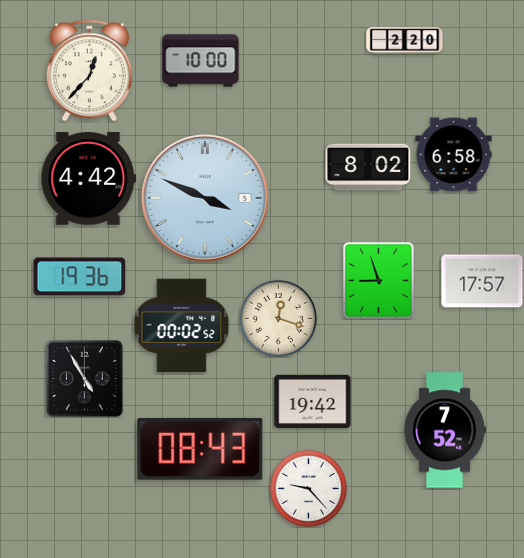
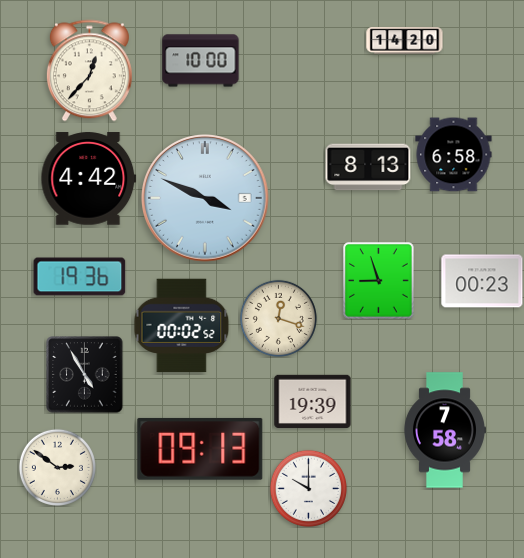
clock at (405, 41): 2:20 -> 14:20
clock at (368, 167): 8:02 -> 8:13
clock at (482, 281): 17:57 -> 00:23
clock at (85, 379) position: (85, 379) -> (85, 375)
clock at (313, 401): 19:42 -> 19:39
clock at (444, 430): 7:52 -> 7:58
clock at (200, 449): 08:43 -> 09:13
clock at (57, 467): none -> 2:51
clock at (308, 488): 9:23 -> 10:00
